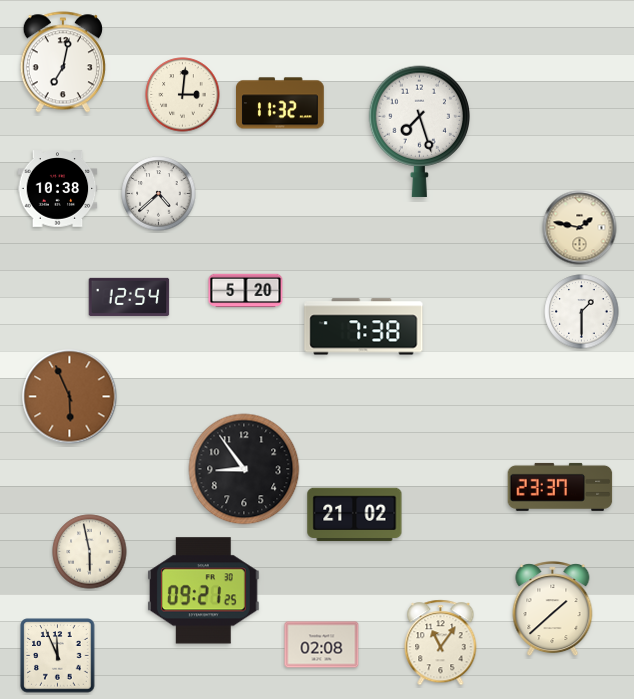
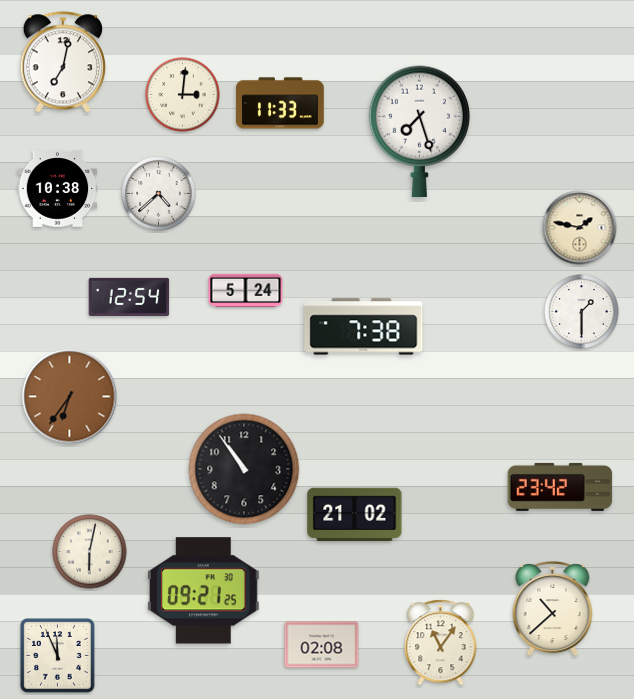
clock at (281, 103): 11:32 -> 11:33
clock at (246, 291): 5:20 -> 5:24
clock at (70, 397): 5:56 -> 6:36
clock at (244, 469): 8:54 -> 10:54
clock at (560, 487): 23:37 -> 23:42
clock at (90, 552): 5:58 -> 6:02
clock at (553, 609): 1:38 -> 10:38
